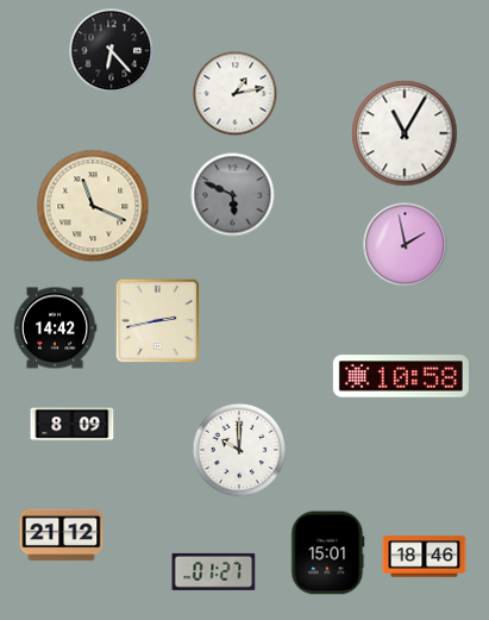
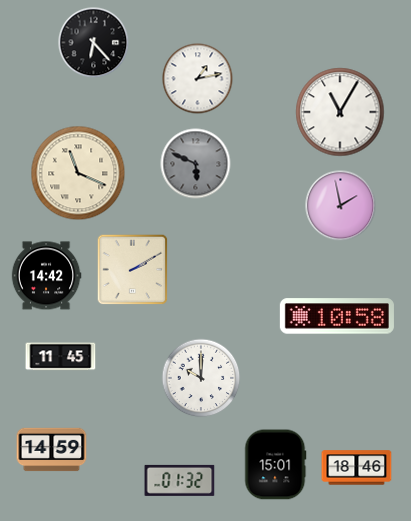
clock at (158, 321): 2:43 -> 2:10
clock at (73, 425): 8:09 -> 11:45
clock at (62, 536): 21:12 -> 14:59
clock at (214, 571): 01:27 -> 01:32
